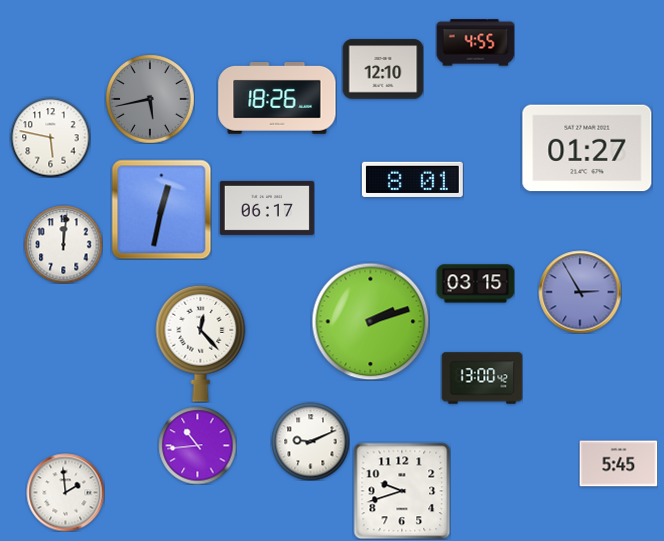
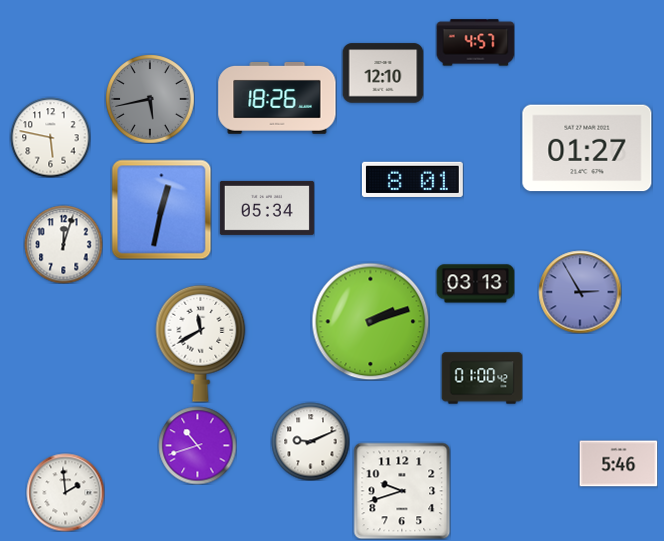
clock at (475, 43): 4:55 -> 4:57
clock at (383, 69) position: (383, 69) -> (383, 73)
clock at (267, 208): 06:17 -> 05:34
clock at (63, 244): 12:01 -> 12:03
clock at (475, 284): 03:15 -> 03:13
clock at (201, 343): 12:23 -> 11:40
clock at (482, 378): 13:00 -> 01:00
clock at (197, 445): 10:44 -> 10:42
clock at (618, 464): 5:45 -> 5:46
